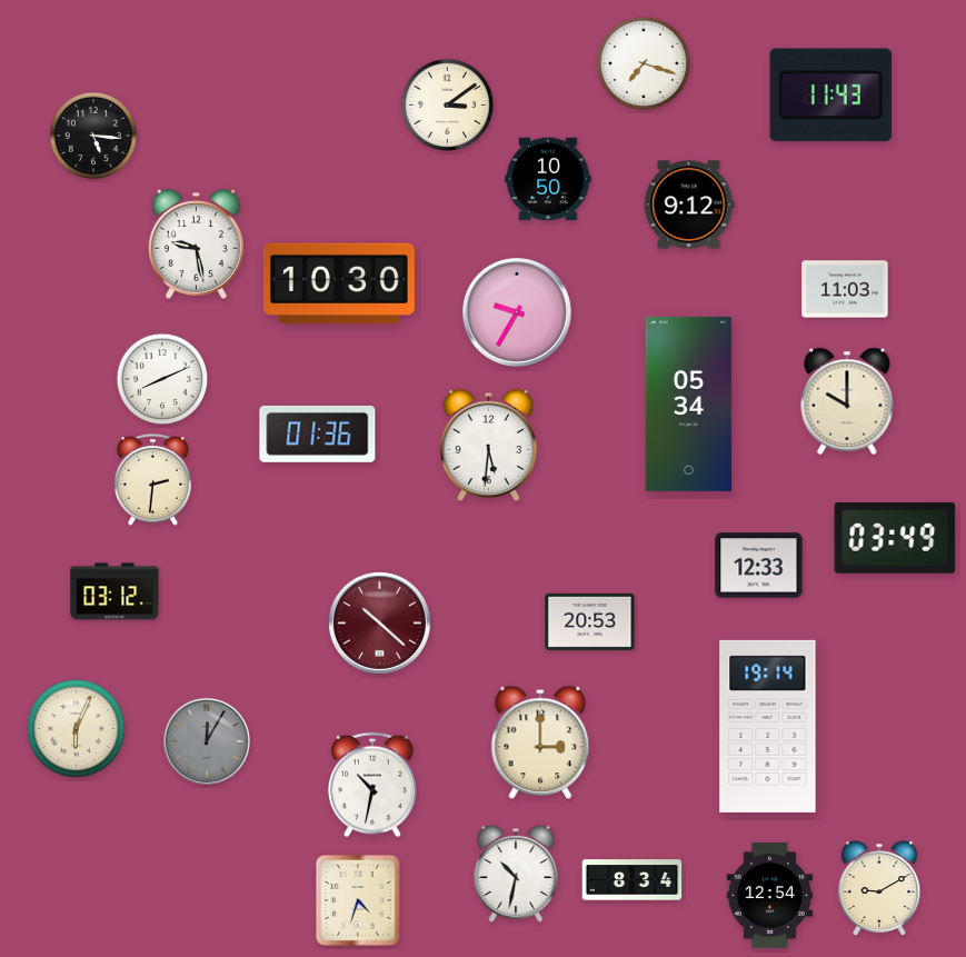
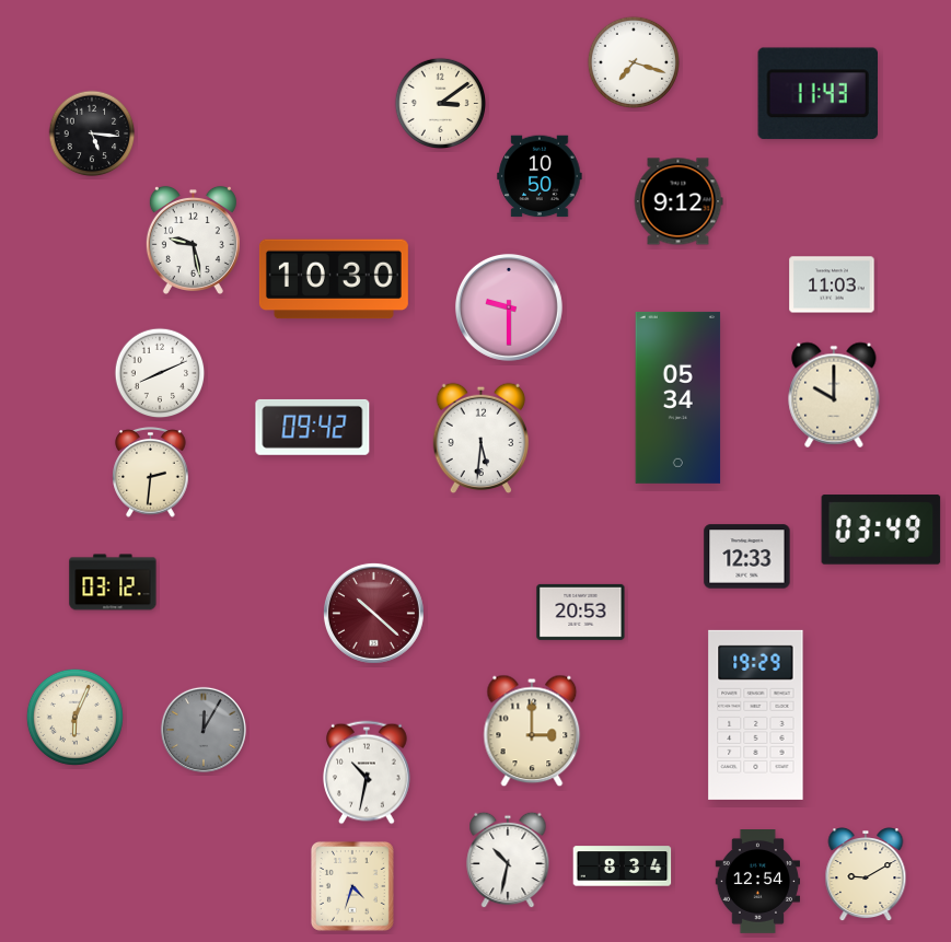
clock at (517, 312): 9:35 -> 9:30
clock at (318, 433): 01:36 -> 09:42
clock at (768, 726): 19:14 -> 19:29
